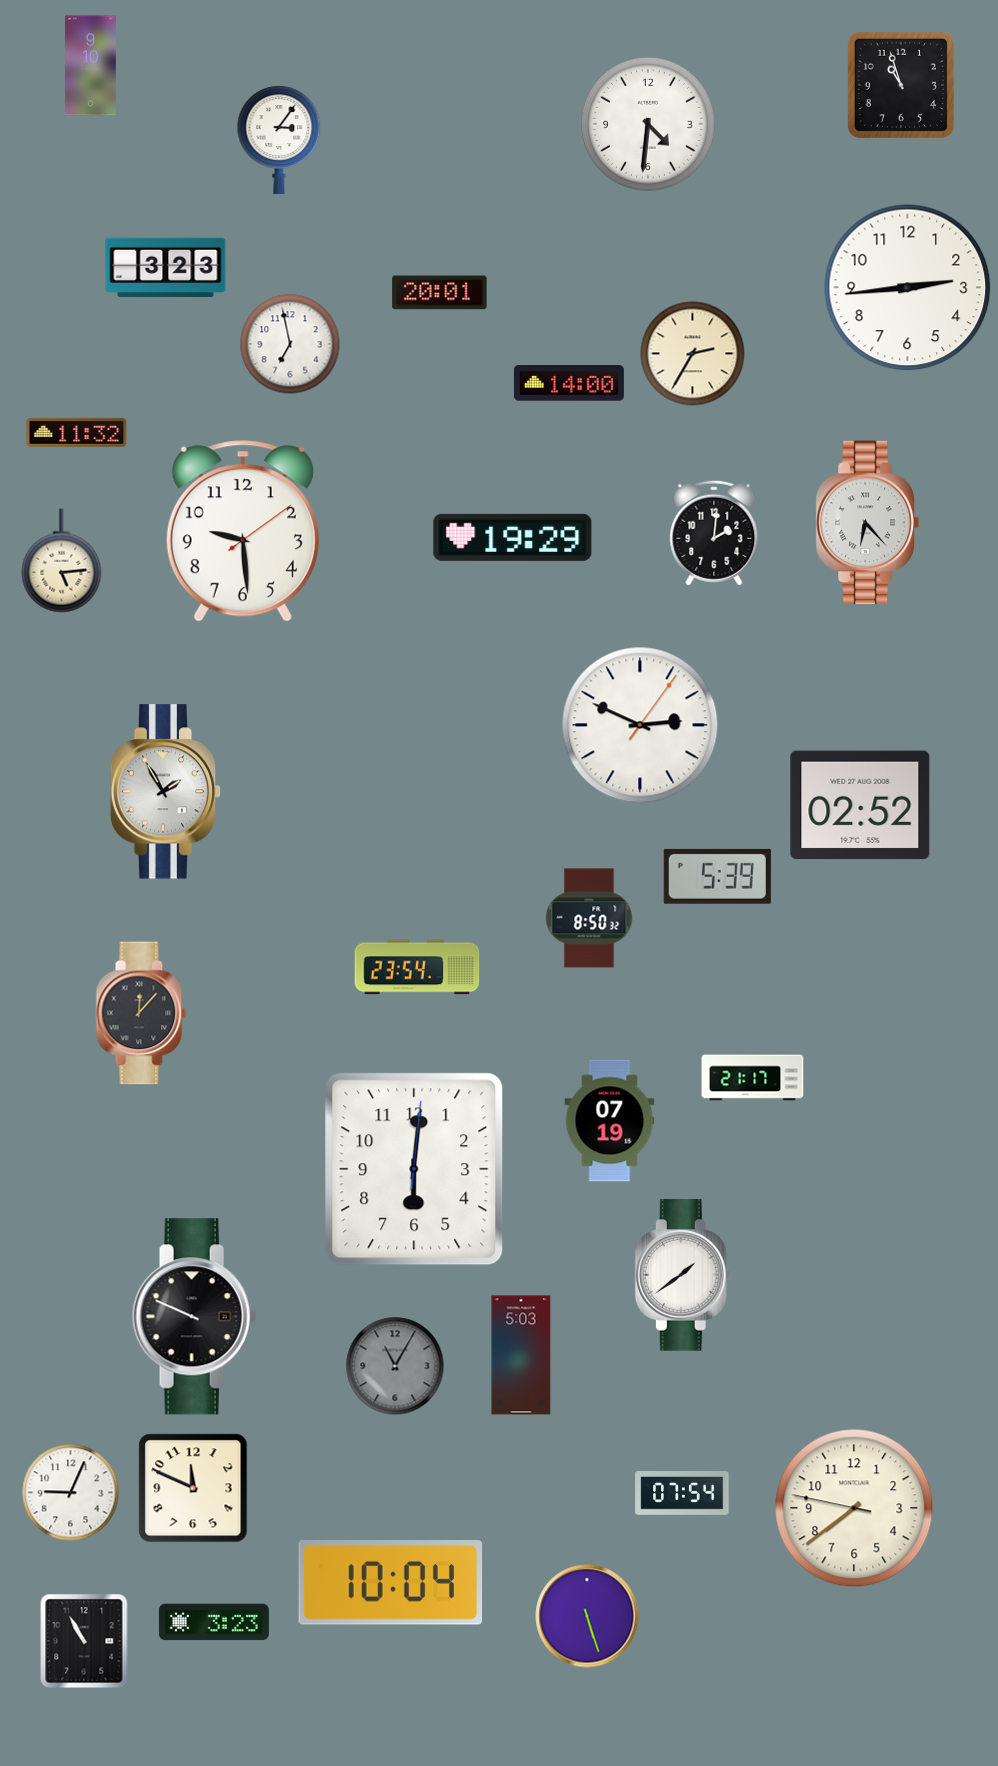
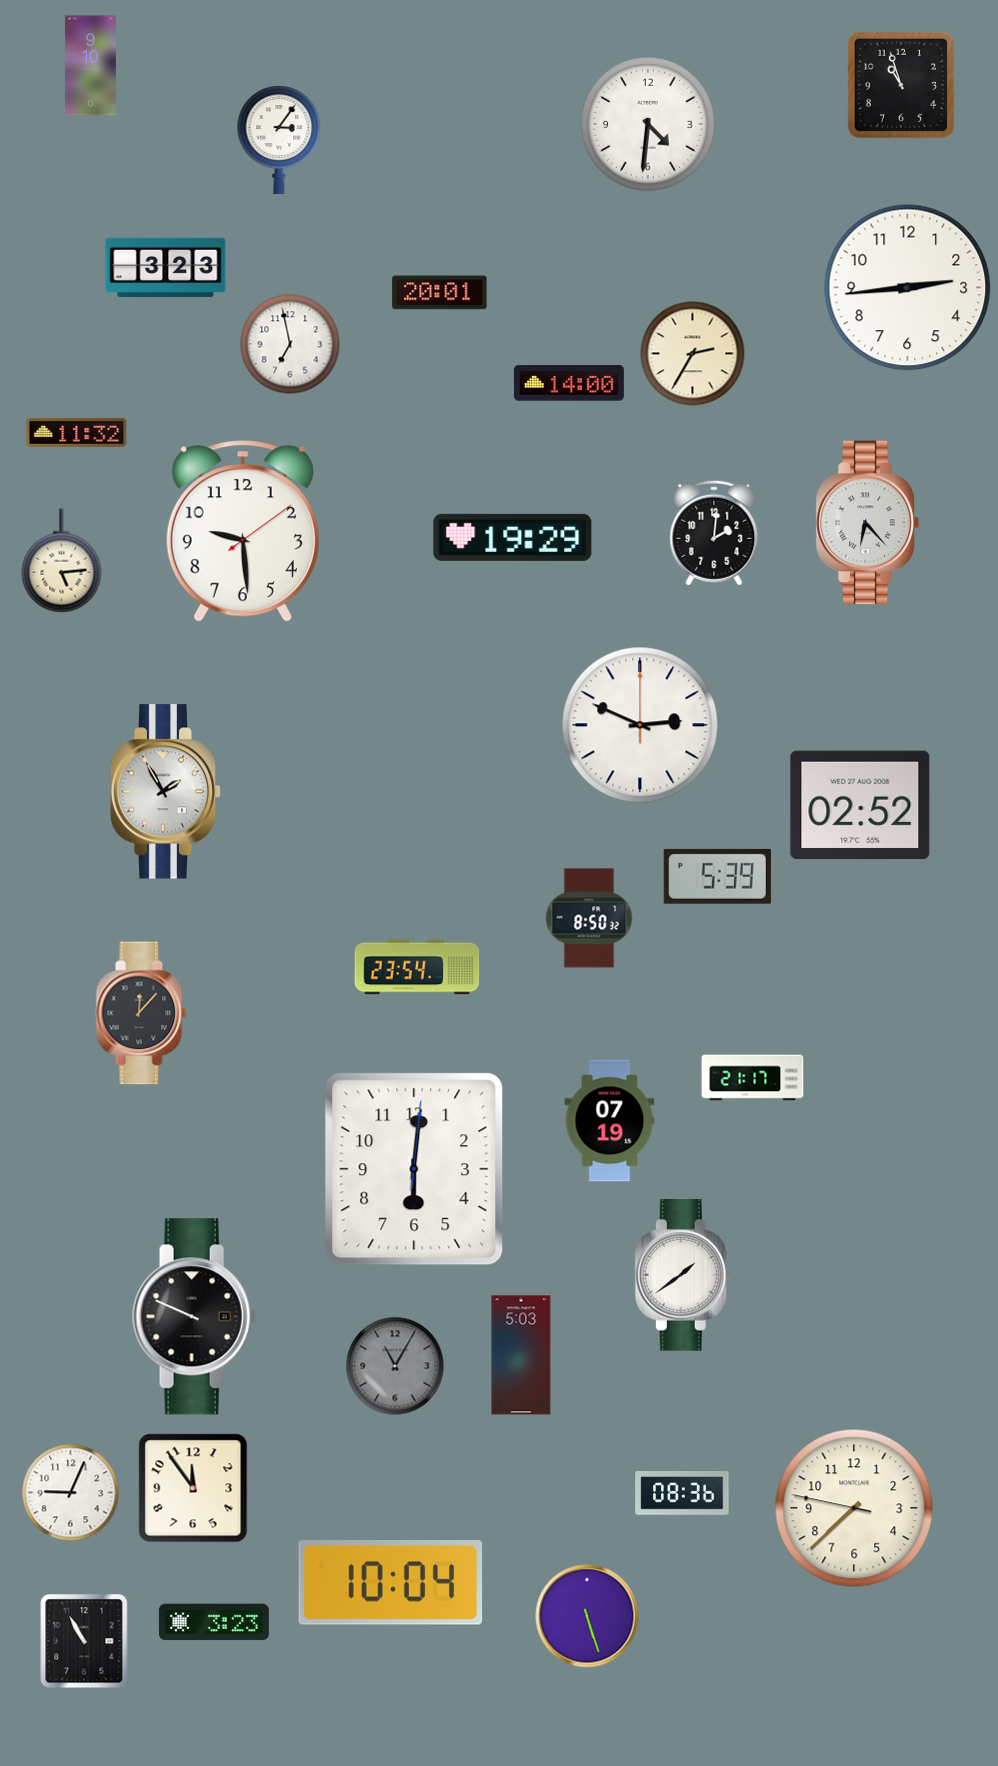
clock at (640, 725): 2:49:06 -> 2:49:00
clock at (193, 1488): 11:49 -> 11:54
clock at (682, 1494): 07:54 -> 08:36
clock at (854, 1508): 7:38 -> 7:37
